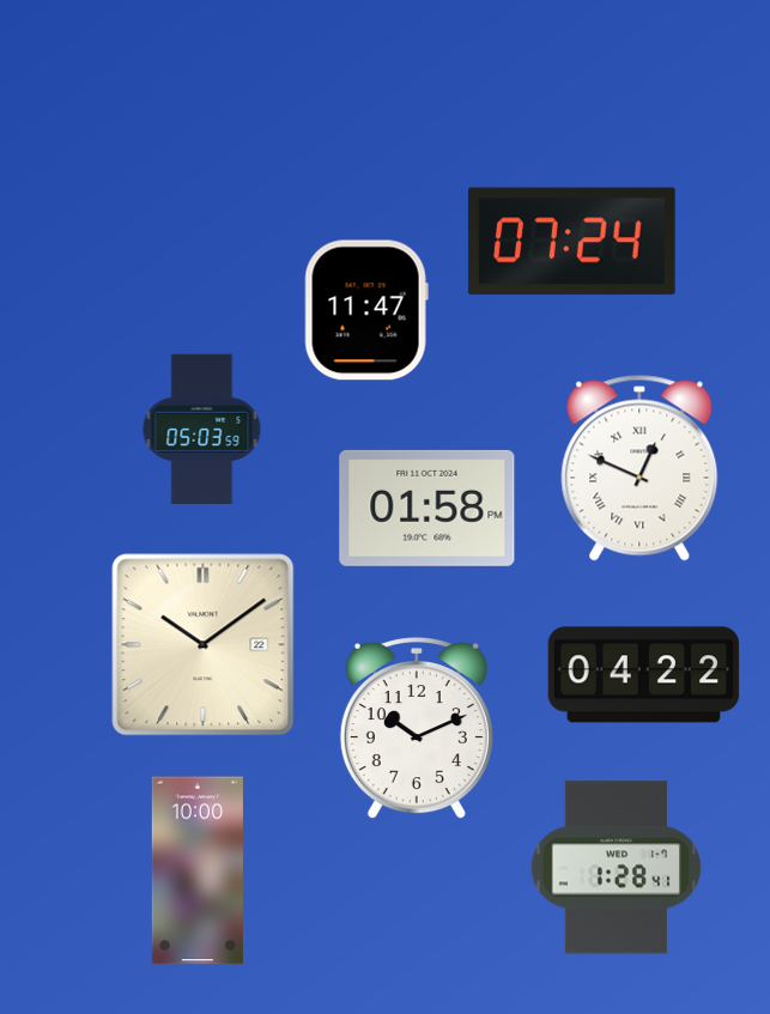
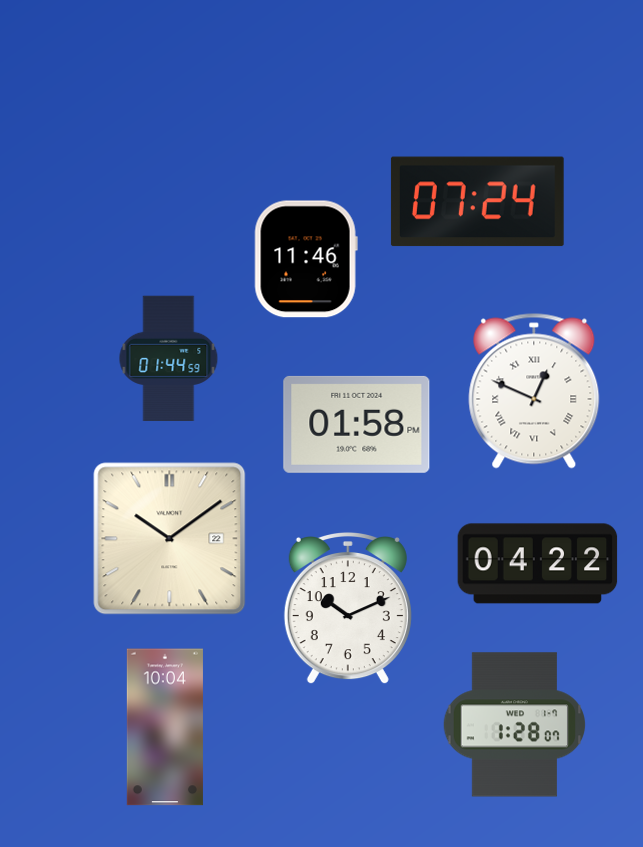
clock at (366, 310): 11:47 -> 11:46
clock at (202, 429): 05:03 -> 01:44
clock at (617, 868): 1:28:41 -> 1:28:07
clock at (198, 870): 10:00 -> 10:04
